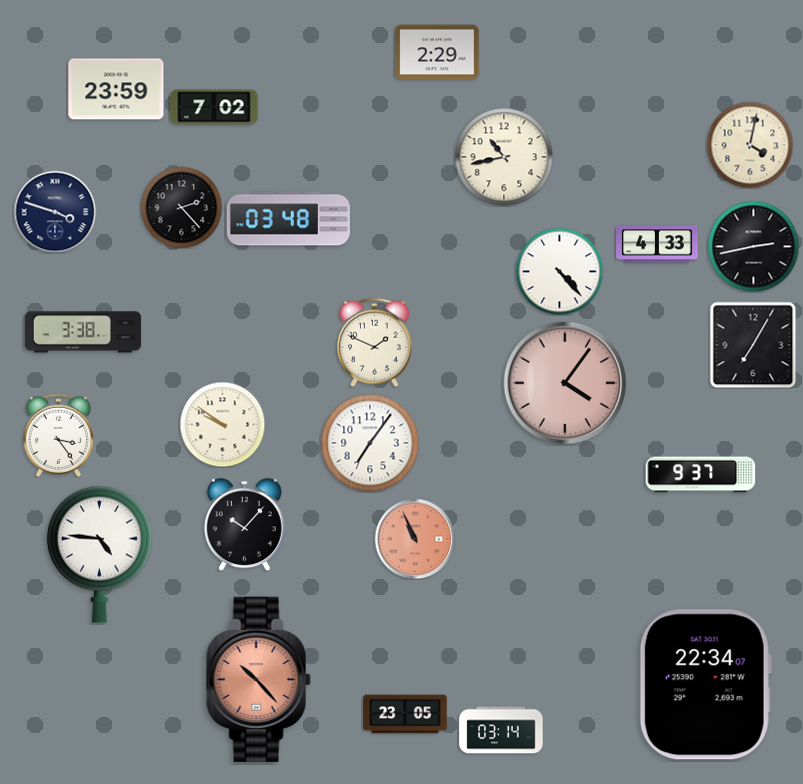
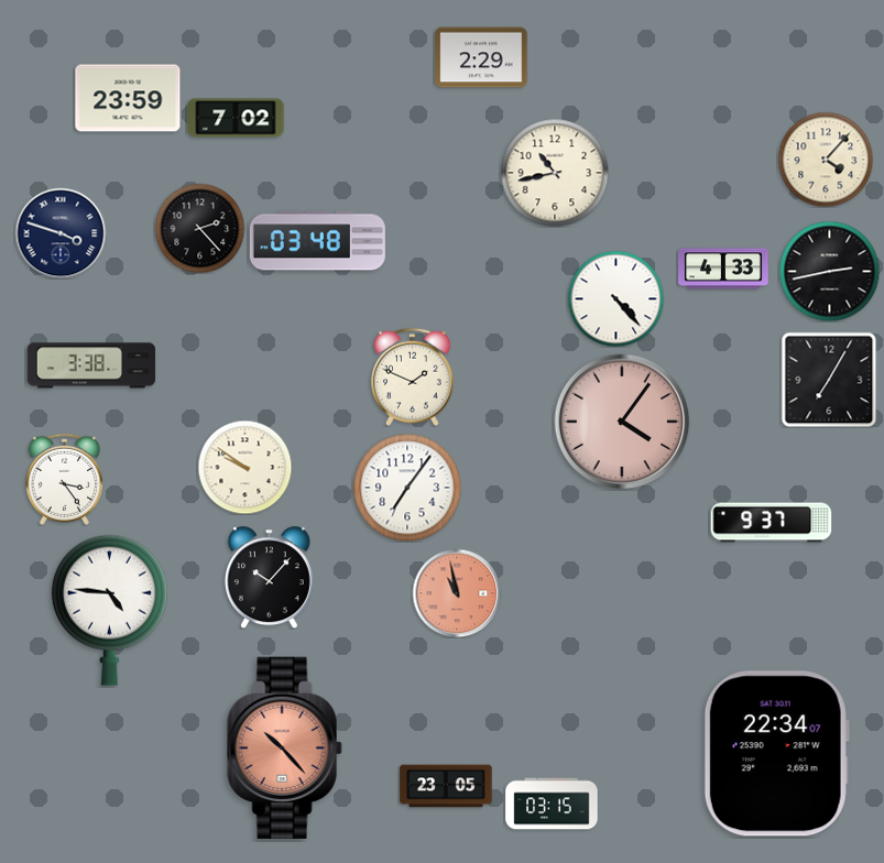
clock at (750, 145): 4:02 -> 4:07
clock at (415, 539): 10:56 -> 10:58
clock at (501, 730): 03:14 -> 03:15
